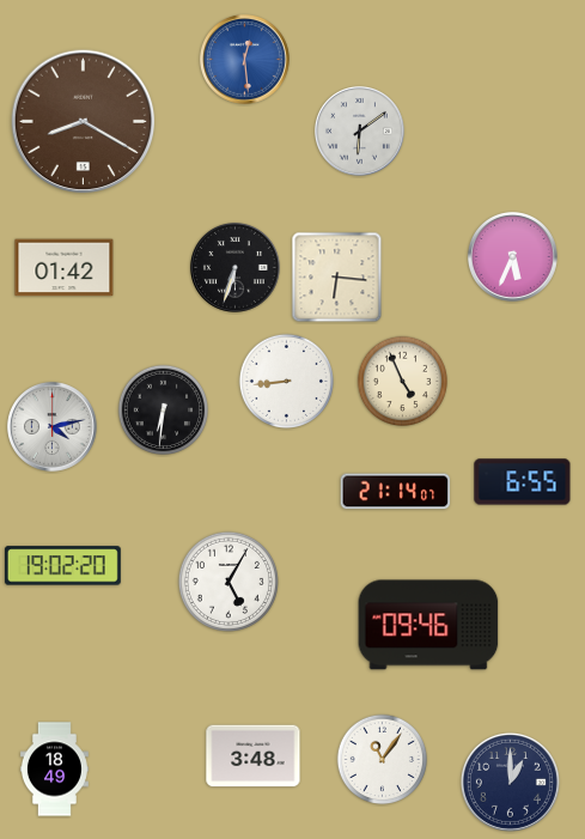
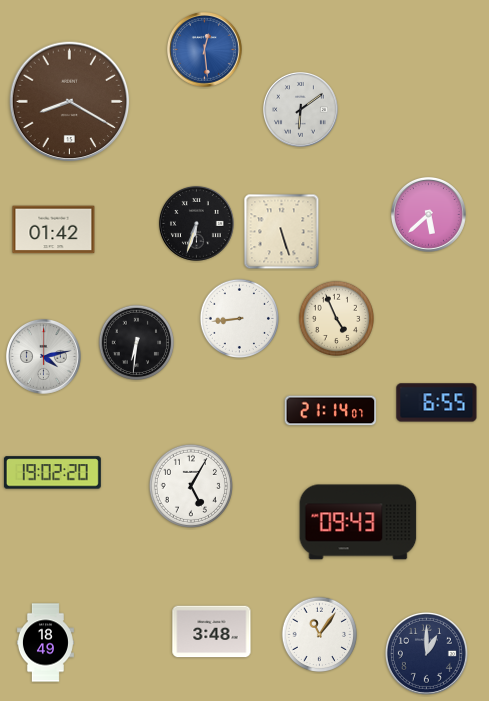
clock at (512, 256): 5:34 -> 5:38
clock at (65, 268) position: (65, 268) -> (54, 230)
clock at (337, 278): 6:16 -> 5:27
clock at (428, 625): 09:46 -> 09:43
